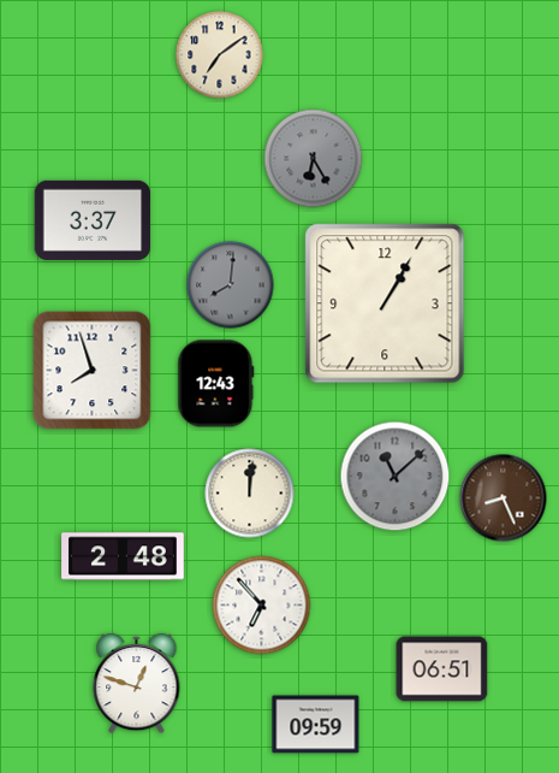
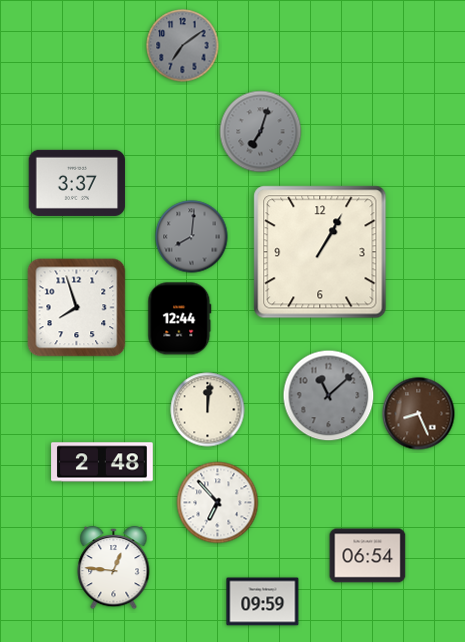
clock at (220, 55) dial: cream -> grey
clock at (314, 159): 6:25 -> 7:03
clock at (216, 384): 12:43 -> 12:44
clock at (442, 669): 06:51 -> 06:54
clock at (137, 684): 12:48 -> 12:46
